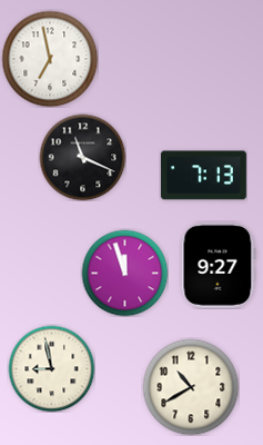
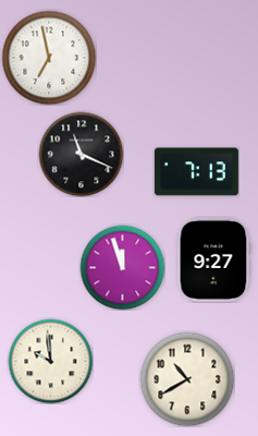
clock at (203, 176) position: (203, 176) -> (196, 172)
clock at (51, 368): 8:58 -> 9:59
